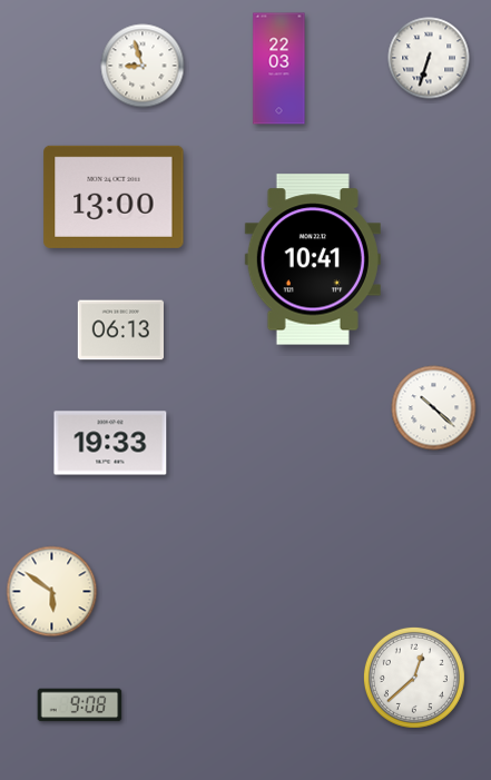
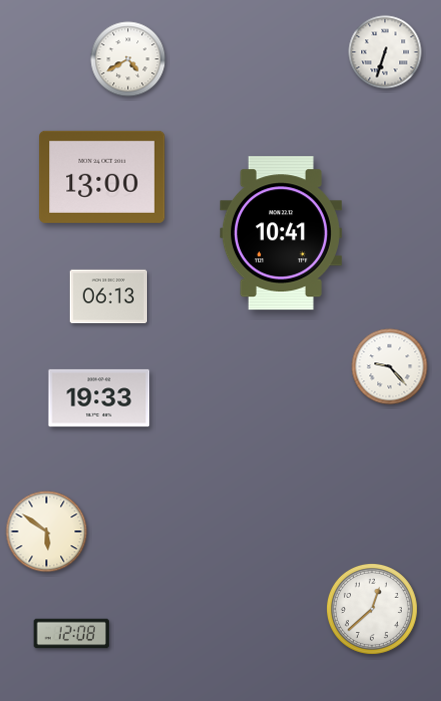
clock at (143, 66): 8:57 -> 4:40
clock at (279, 69): 22:03 -> none
clock at (434, 408): 10:22 -> 9:23
clock at (80, 705): 9:08 -> 12:08
